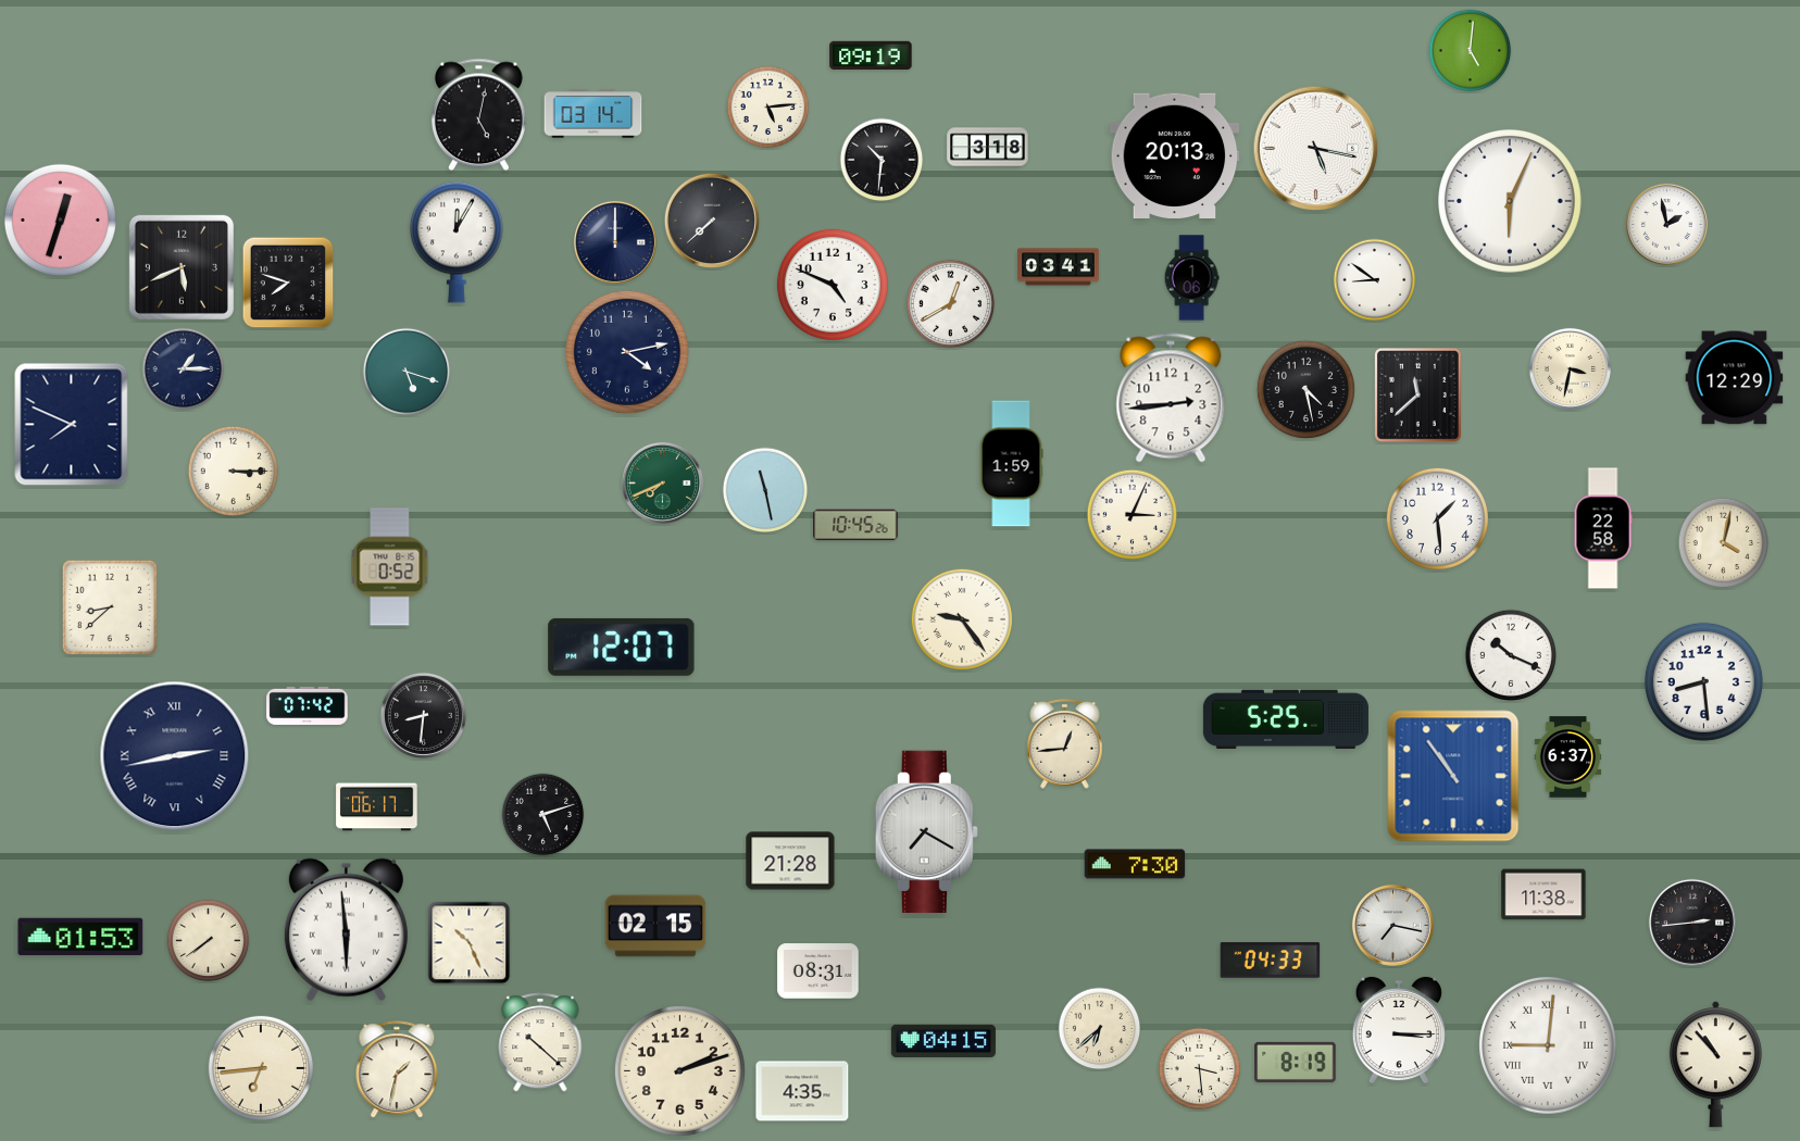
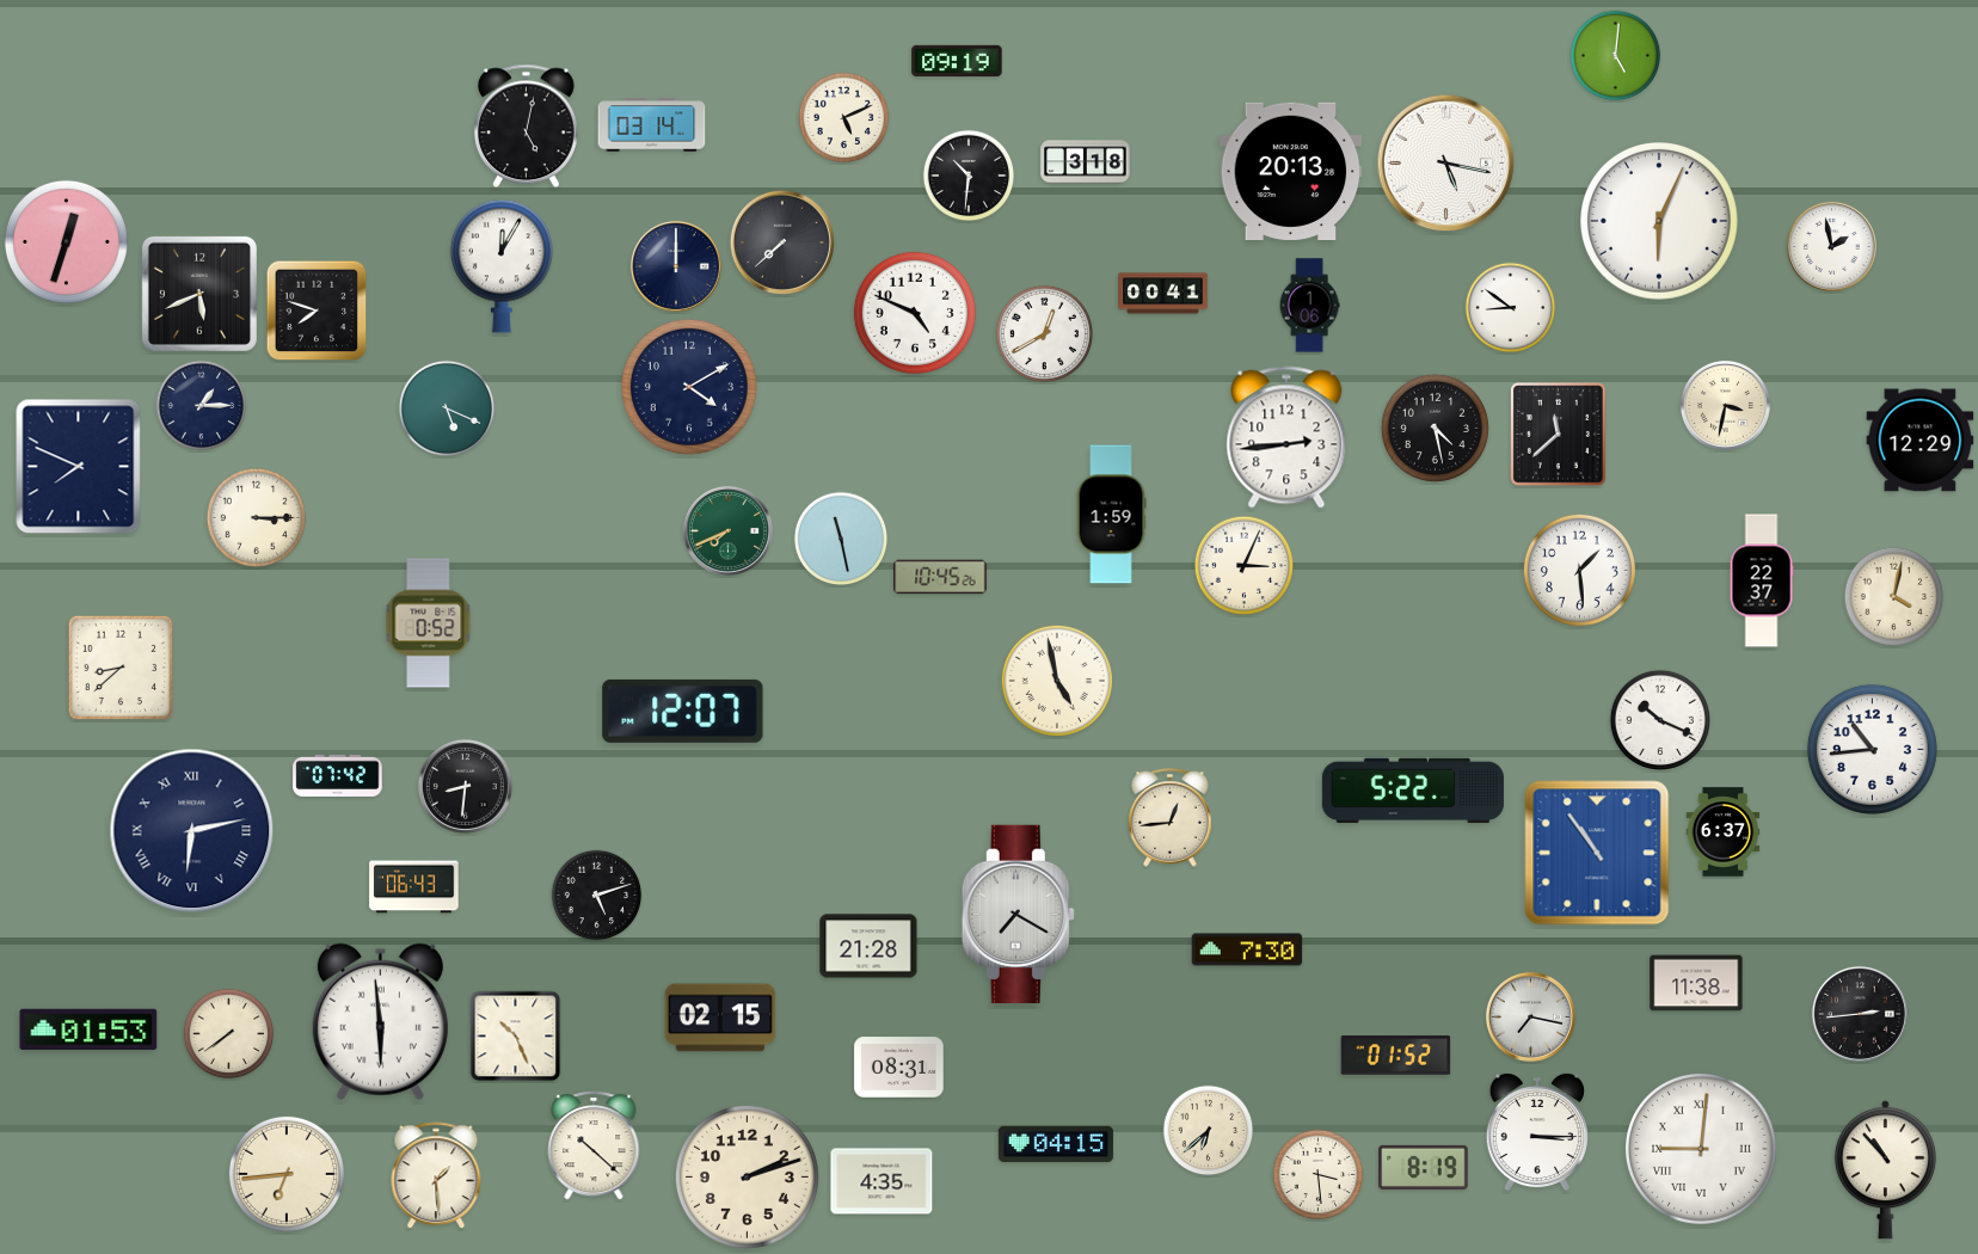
clock at (768, 108): 5:14 -> 5:11
clock at (1059, 267): 03:41 -> 00:41
clock at (627, 352): 4:13 -> 4:10
clock at (407, 372): 5:18 -> 5:19
clock at (1735, 378) position: (1735, 378) -> (1921, 441)
clock at (1011, 464) position: (1011, 464) -> (1111, 515)
clock at (1603, 528): 22:58 -> 22:37
clock at (962, 619): 9:24 -> 4:58
clock at (1703, 681): 8:29 -> 10:44
clock at (1286, 719): 5:25 -> 5:22
clock at (175, 756): 2:43 -> 6:13
clock at (377, 807): 06:17 -> 06:43
clock at (1271, 961): 04:33 -> 01:52
clock at (943, 1040) position: (943, 1040) -> (1056, 1143)
clock at (397, 1070): 1:32 -> 1:29
clock at (802, 1091) position: (802, 1091) -> (881, 1181)
